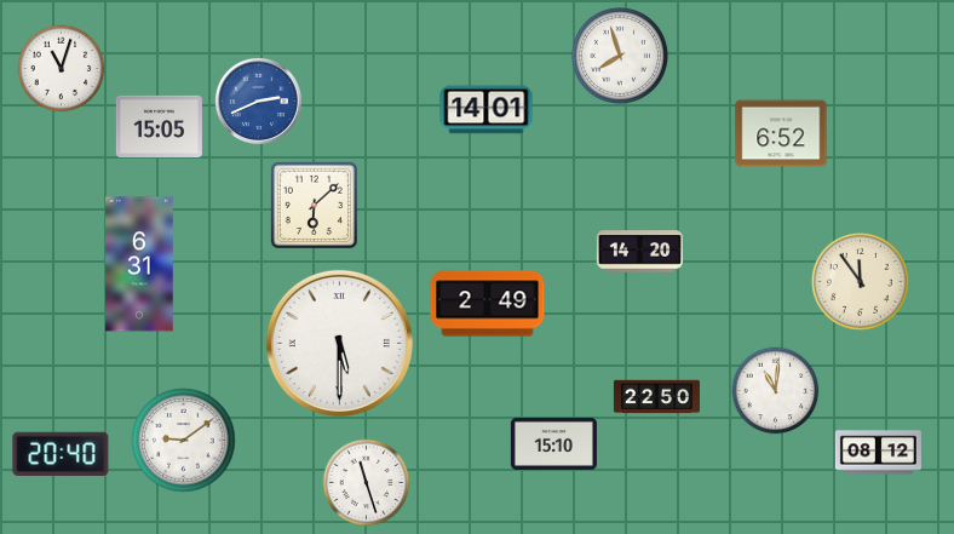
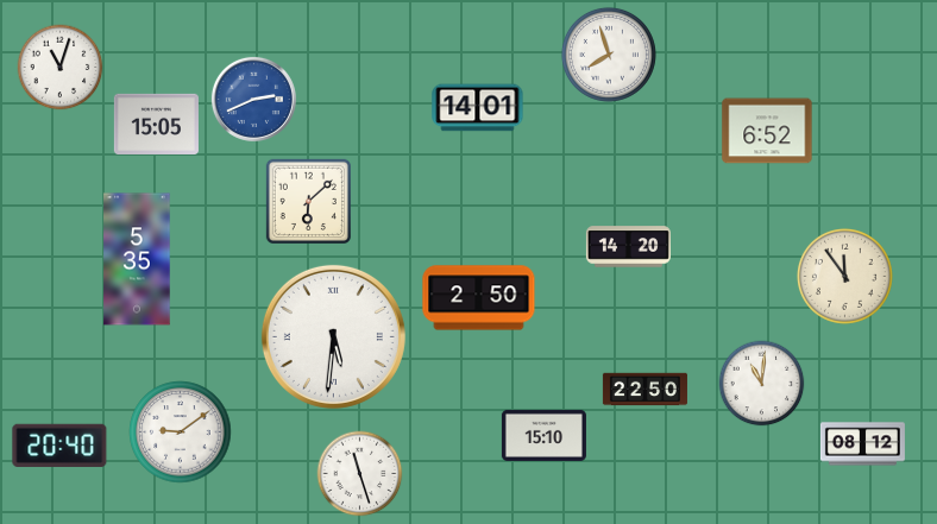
clock at (139, 264): 6:31 -> 5:35
clock at (488, 304): 2:49 -> 2:50
clock at (339, 343): 5:30 -> 5:31
